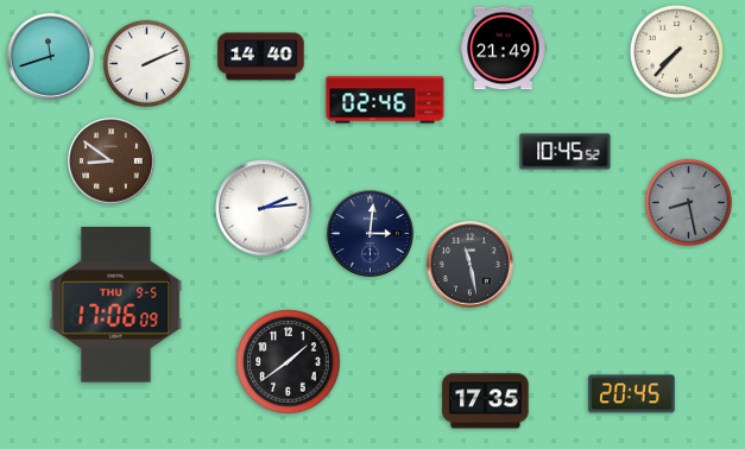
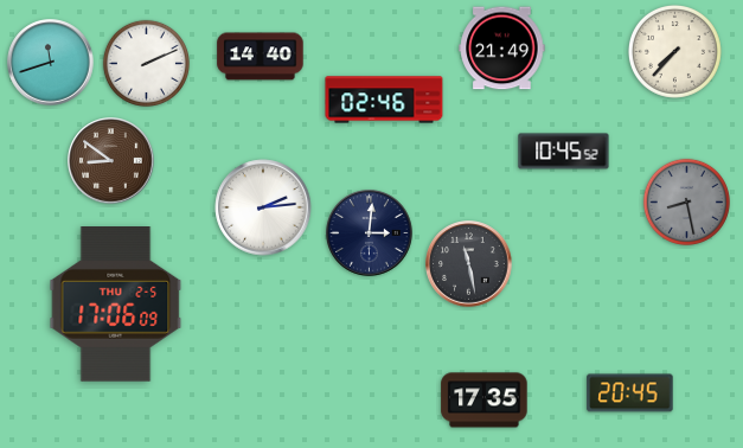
clock at (51, 57) position: (51, 57) -> (51, 63)
clock at (116, 305) date: THU 9-5 -> THU 2-5
clock at (289, 362): 1:39 -> none
